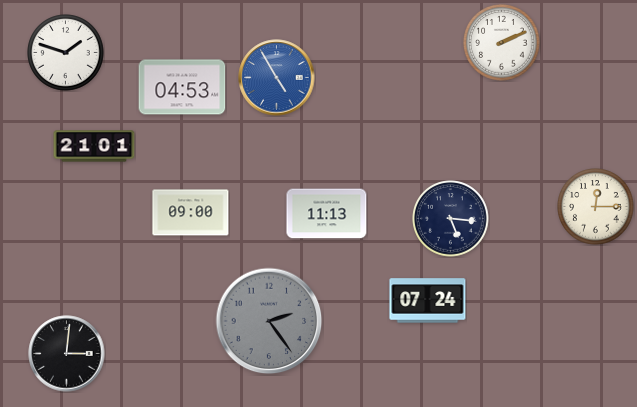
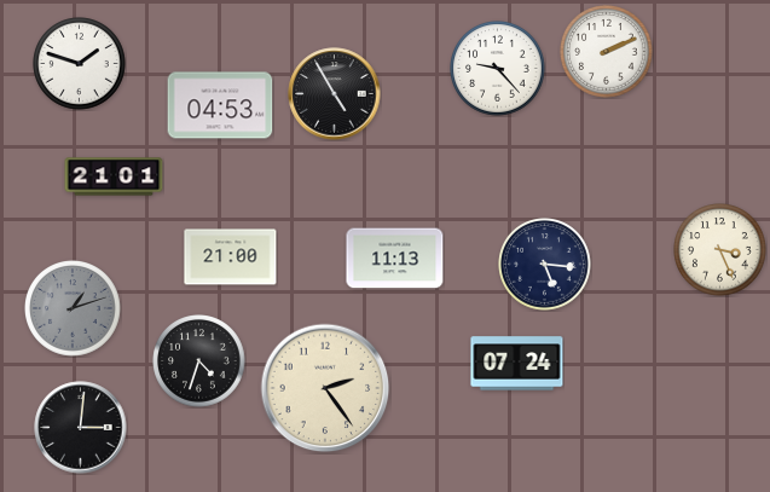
clock at (498, 69): none -> 9:23
clock at (277, 78) dial: blue -> black
clock at (596, 207): 12:15 -> 3:26
clock at (191, 213): 09:00 -> 21:00
clock at (74, 309): none -> 1:12
clock at (199, 361): none -> 4:33
clock at (269, 321) dial: grey -> cream
